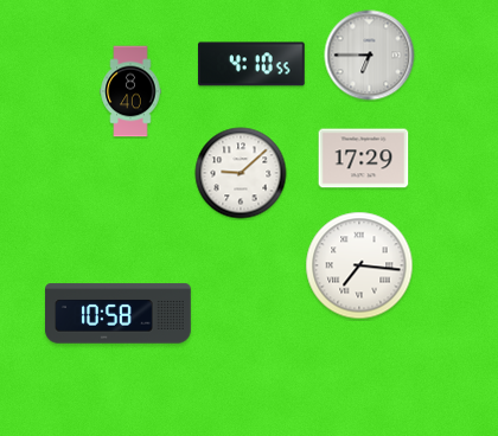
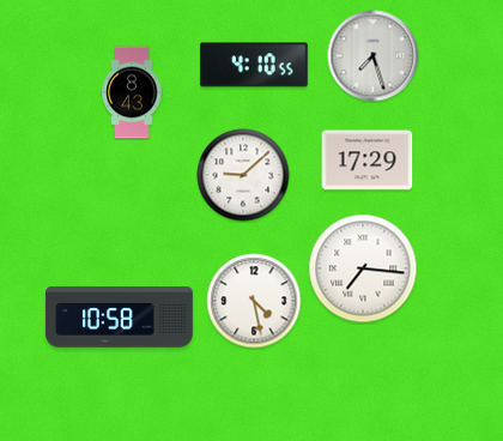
clock at (370, 56): 6:45 -> 7:27
clock at (130, 91): 8:40 -> 8:43
clock at (254, 301): none -> 4:28
